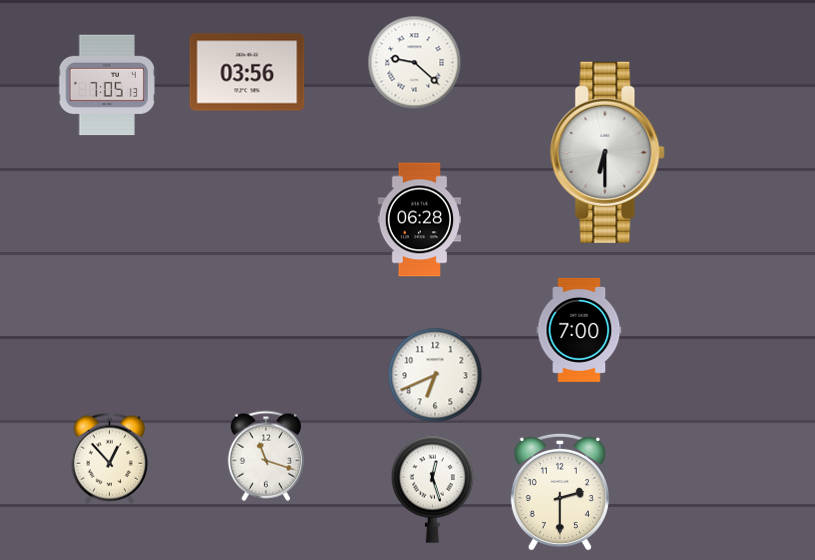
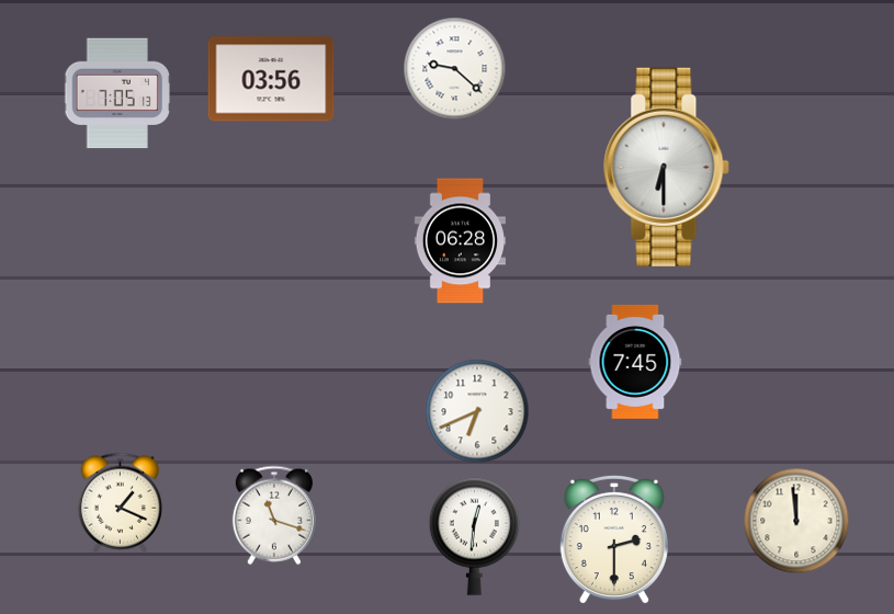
clock at (579, 330): 7:00 -> 7:45
clock at (266, 456) position: (266, 456) -> (274, 515)
clock at (110, 458): 12:53 -> 1:19
clock at (796, 521): none -> 11:59
clock at (432, 489): 12:27 -> 12:31
